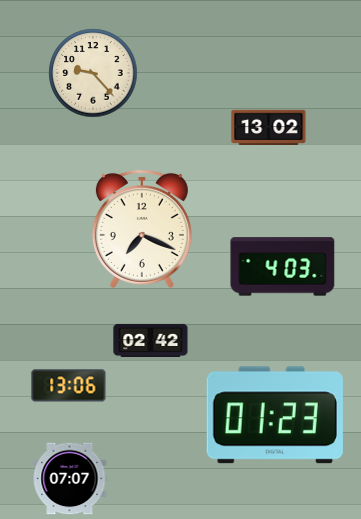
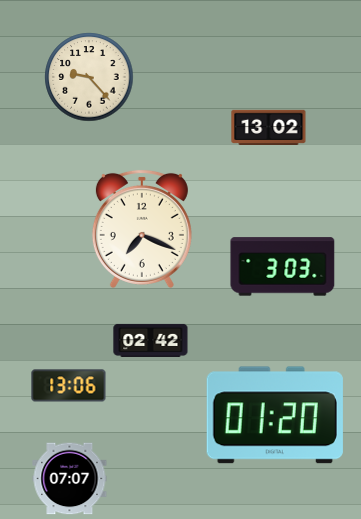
clock at (93, 73) position: (93, 73) -> (89, 77)
clock at (283, 267): 4:03 -> 3:03
clock at (275, 415): 01:23 -> 01:20
